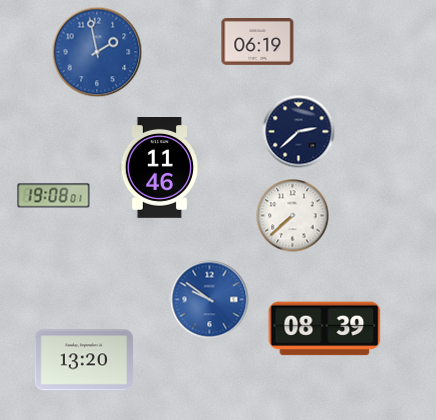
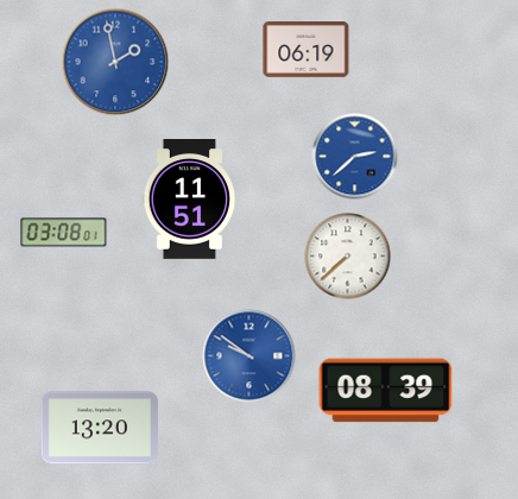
clock at (299, 132) dial: navy -> blue
clock at (160, 168): 11:46 -> 11:51
clock at (54, 196): 19:08 -> 03:08
